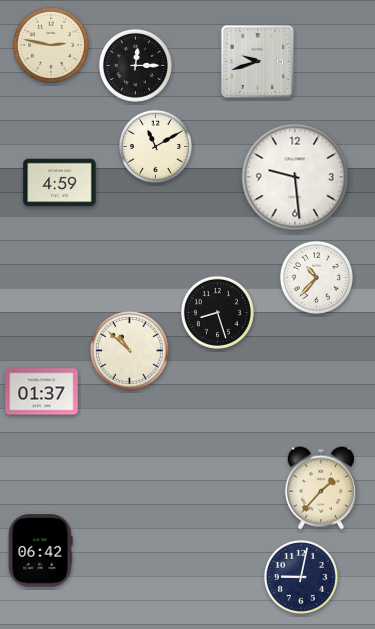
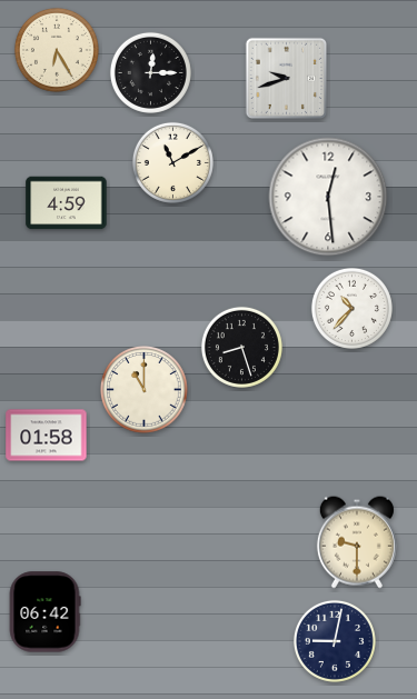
clock at (51, 45): 2:47 -> 6:25
clock at (257, 61) position: (257, 61) -> (286, 78)
clock at (295, 177): 9:29 -> 12:29
clock at (130, 351): 10:52 -> 11:00
clock at (42, 392): 01:37 -> 01:58
clock at (321, 488): 1:37 -> 9:30
